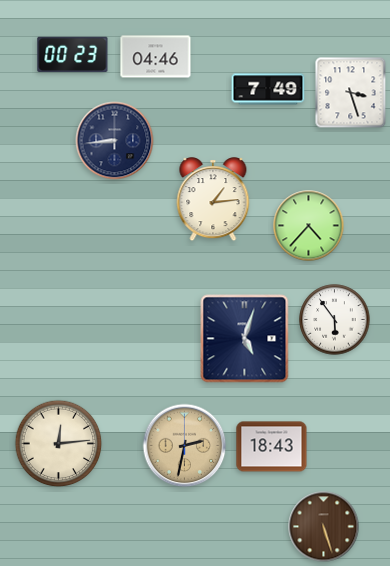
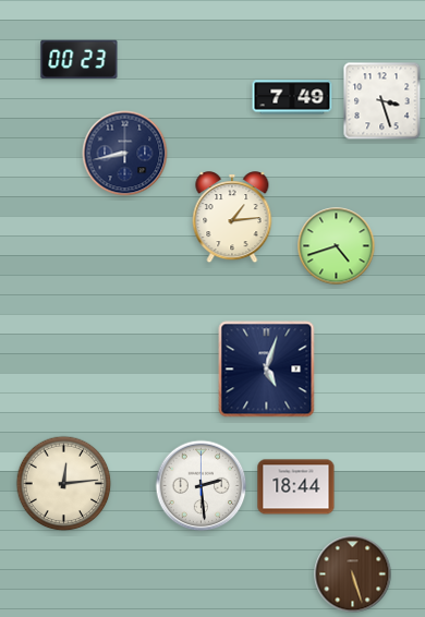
clock at (156, 57): 04:46 -> none
clock at (115, 141): 8:44 -> 8:43
clock at (309, 226): 4:37 -> 4:42
clock at (335, 320): 5:54 -> none
clock at (185, 446): 2:32 -> 2:29
clock at (185, 446) dial: champagne -> white
clock at (272, 447): 18:43 -> 18:44
